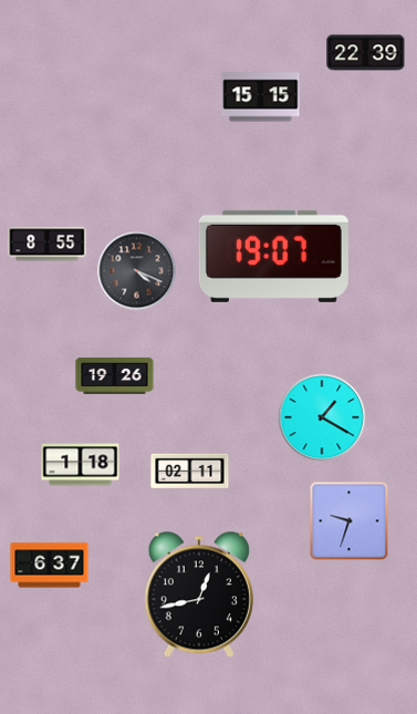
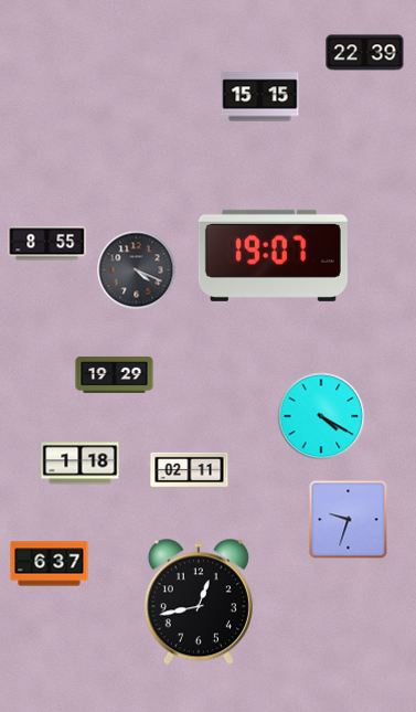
clock at (115, 375): 19:26 -> 19:29
clock at (322, 417): 1:20 -> 4:20
clock at (199, 594) position: (199, 594) -> (199, 602)
